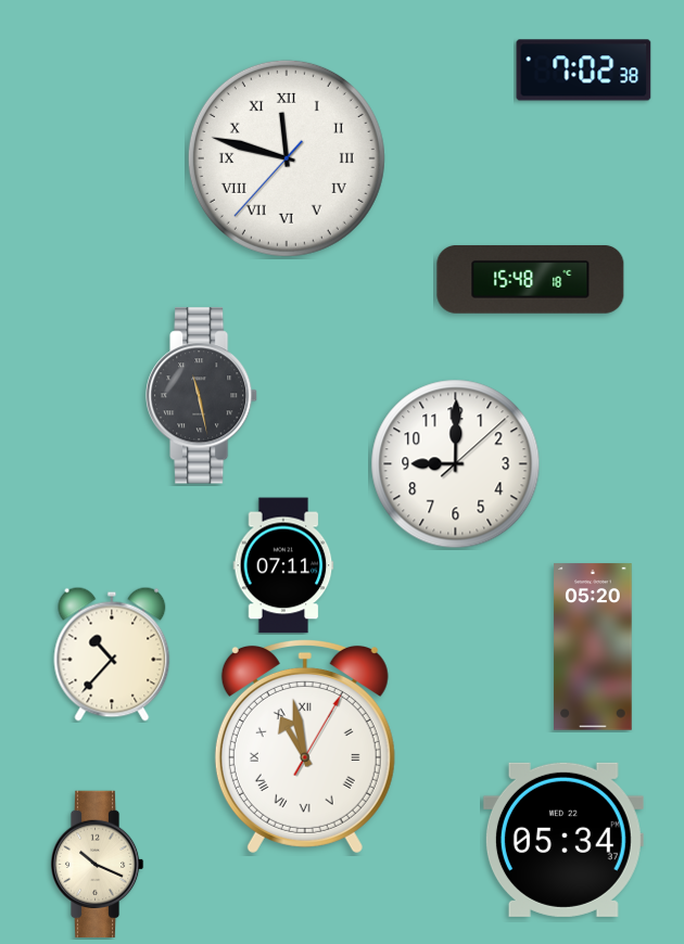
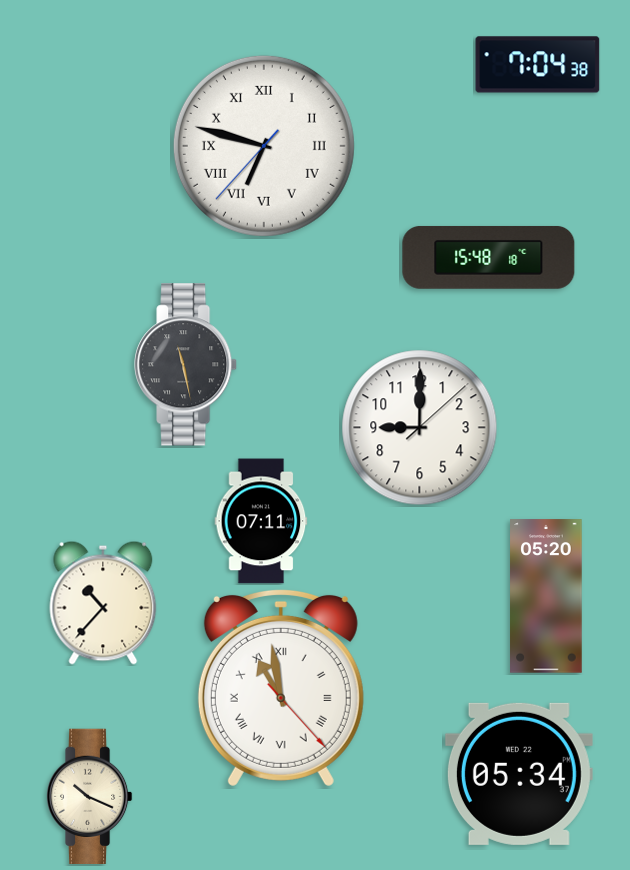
clock at (584, 71): 7:02 -> 7:04
clock at (287, 158): 11:47 -> 6:47
clock at (305, 747): 10:58:05 -> 10:58:23
